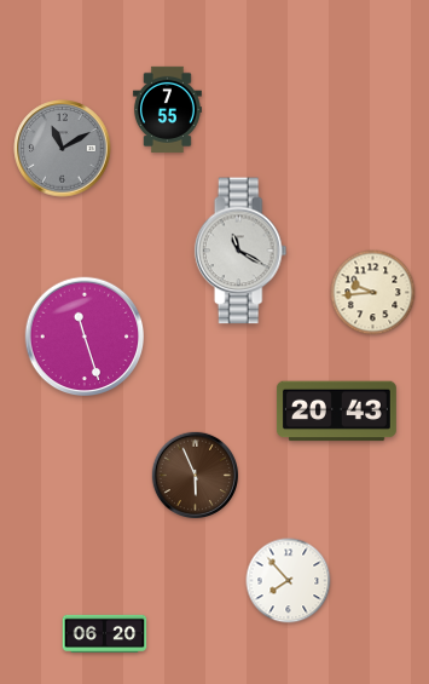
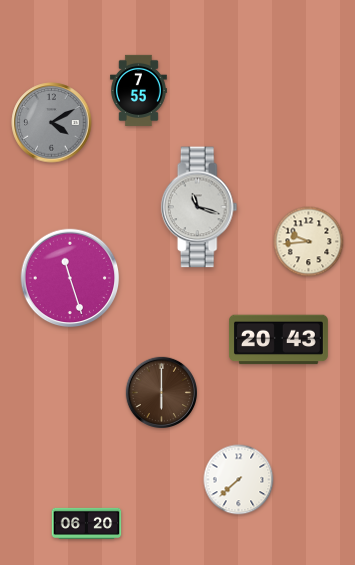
clock at (63, 149): 11:10 -> 4:10
clock at (240, 251): 11:20 -> 11:18
clock at (195, 475): 5:56 -> 6:00
clock at (289, 581): 7:53 -> 7:38
